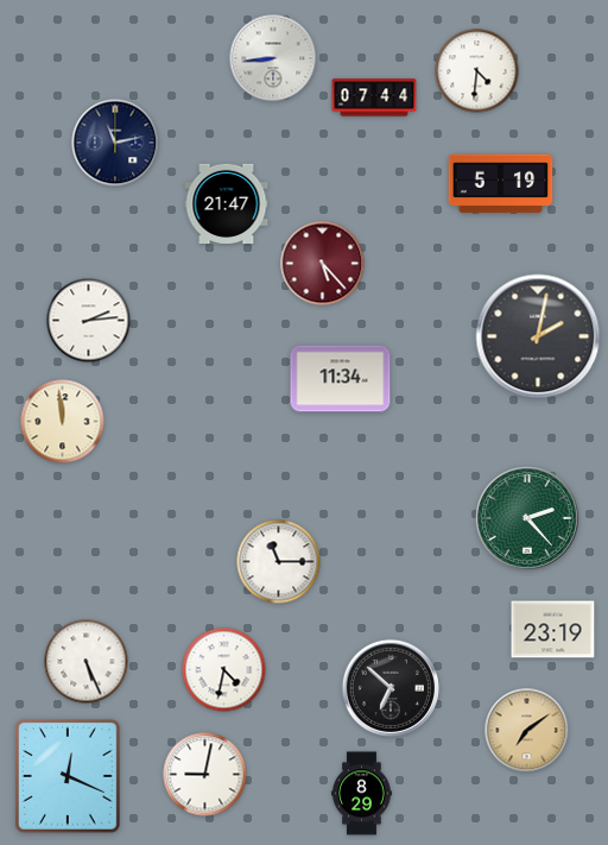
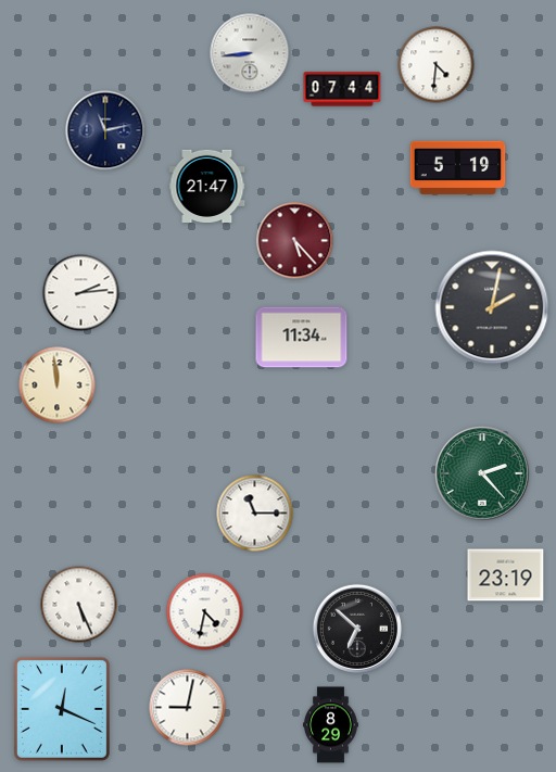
clock at (341, 379) position: (341, 379) -> (302, 338)
clock at (527, 731): 7:09 -> none
